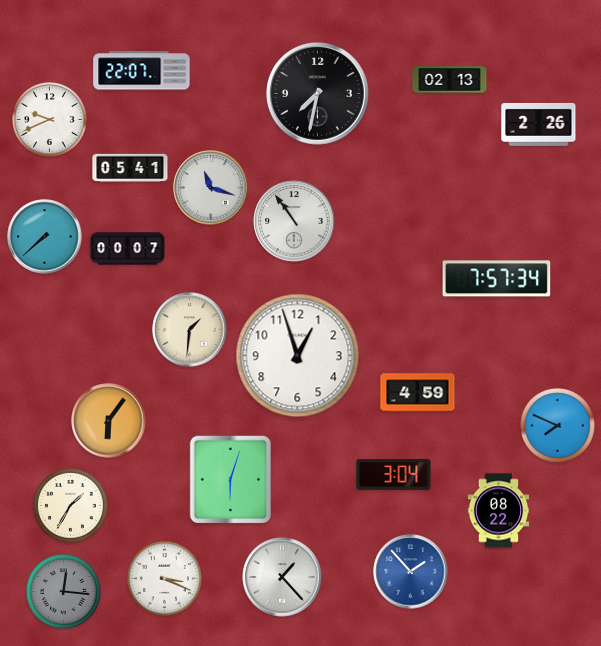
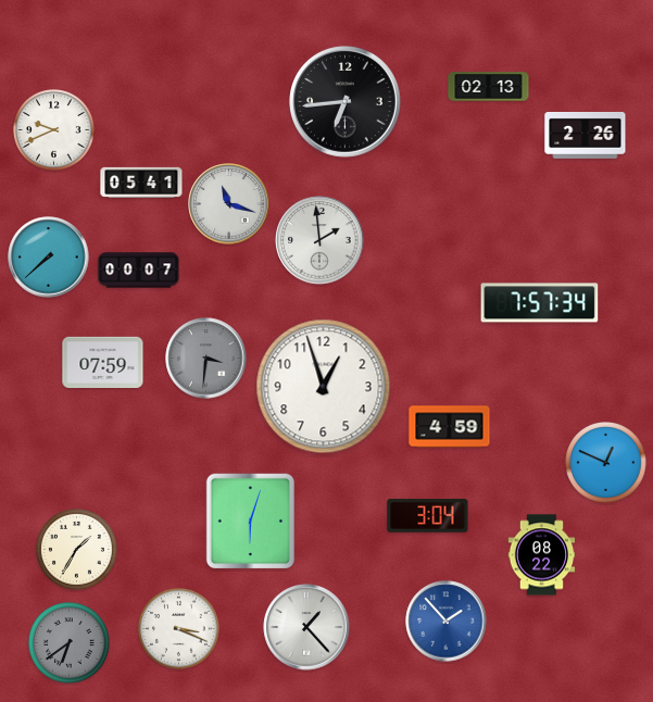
clock at (142, 71): 22:07 -> none
clock at (318, 94): 7:32 -> 6:44
clock at (294, 221): 10:54 -> 1:59
clock at (190, 330): 1:31 -> 3:31
clock at (190, 330) dial: cream -> grey
clock at (103, 363): none -> 07:59
clock at (418, 393) position: (418, 393) -> (450, 427)
clock at (109, 421): 6:06 -> none
clock at (558, 426): 7:49 -> 12:49
clock at (64, 592): 12:16 -> 6:39
